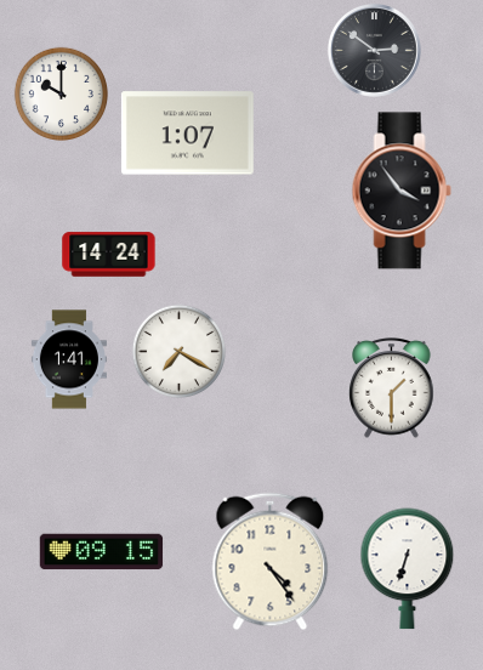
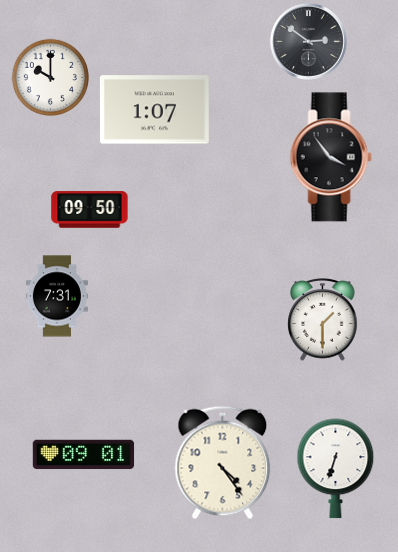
clock at (109, 255): 14:24 -> 09:50
clock at (178, 351): 7:20 -> none
clock at (69, 359): 1:41 -> 7:31
clock at (102, 552): 09:15 -> 09:01
